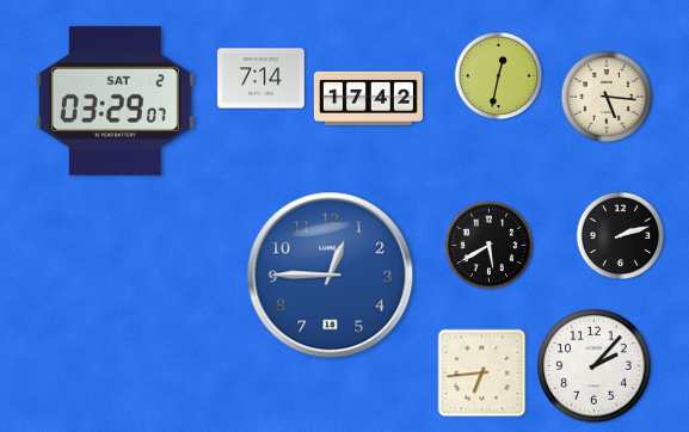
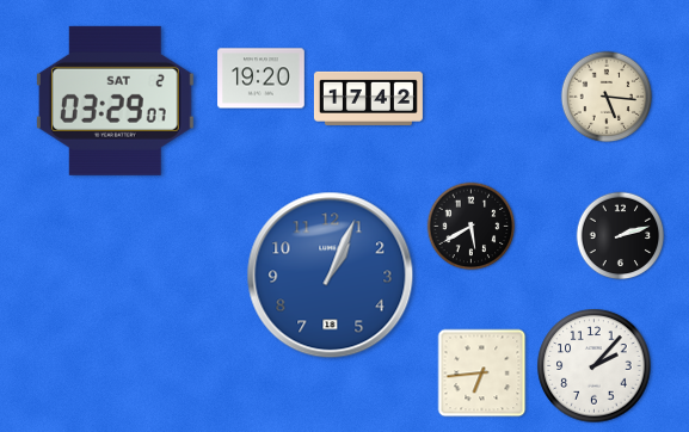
clock at (499, 76): 12:32 -> none
clock at (262, 79): 7:14 -> 19:20
clock at (490, 246) position: (490, 246) -> (472, 227)
clock at (331, 276): 12:45 -> 1:04
